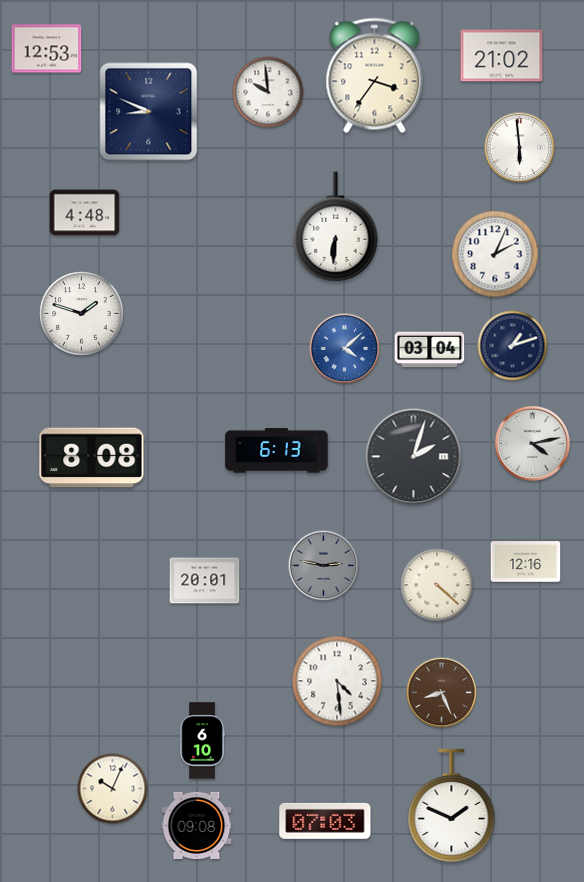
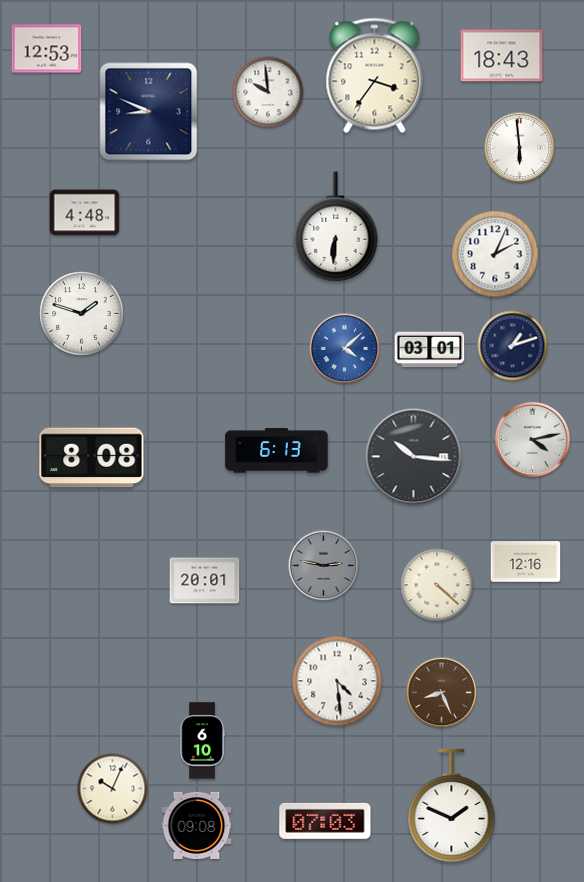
clock at (502, 56): 21:02 -> 18:43
clock at (430, 350): 03:04 -> 03:01
clock at (532, 443) position: (532, 443) -> (532, 439)
clock at (414, 457): 2:03 -> 10:16
